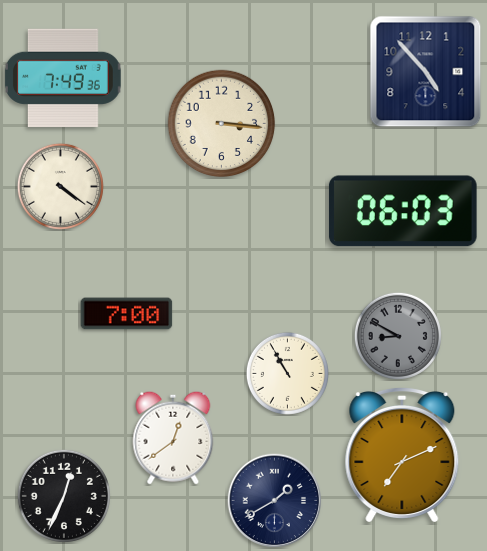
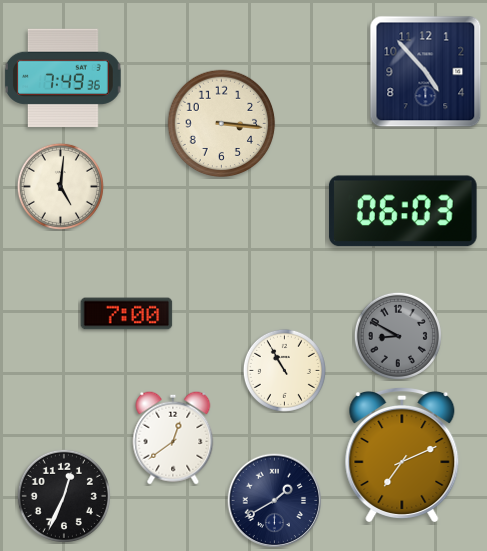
clock at (60, 186): 4:21 -> 5:01
clock at (287, 373) position: (287, 373) -> (284, 370)
